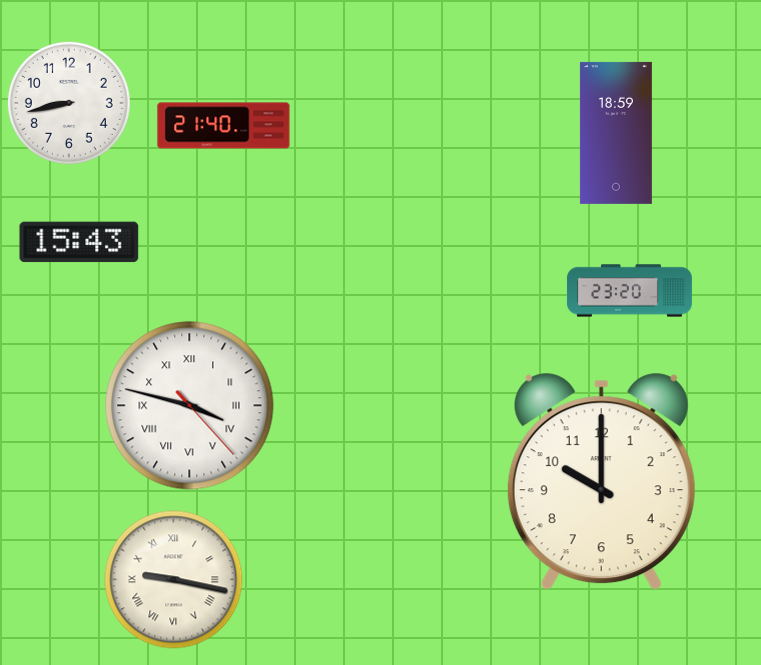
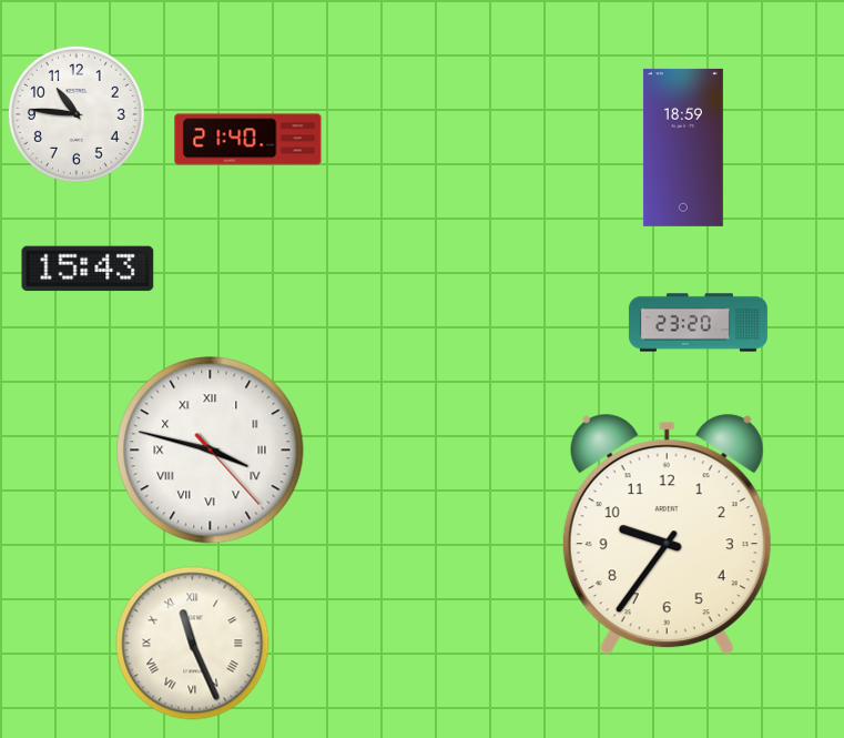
clock at (69, 103): 8:43 -> 10:46
clock at (601, 482): 10:00 -> 9:36
clock at (174, 580): 9:17 -> 11:26
